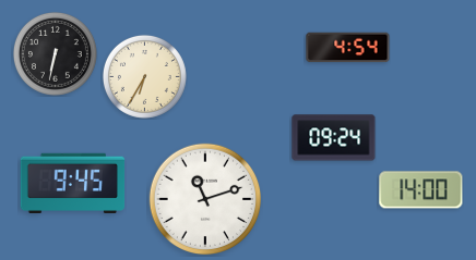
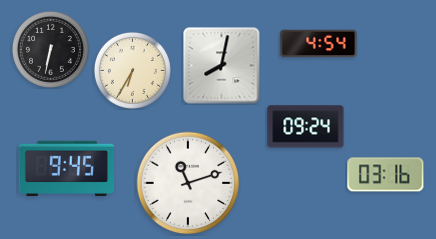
clock at (222, 66): none -> 8:02
clock at (421, 190): 14:00 -> 03:16
